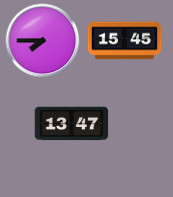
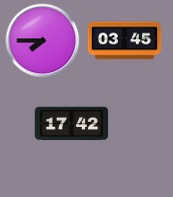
clock at (125, 41): 15:45 -> 03:45
clock at (72, 124): 13:47 -> 17:42
